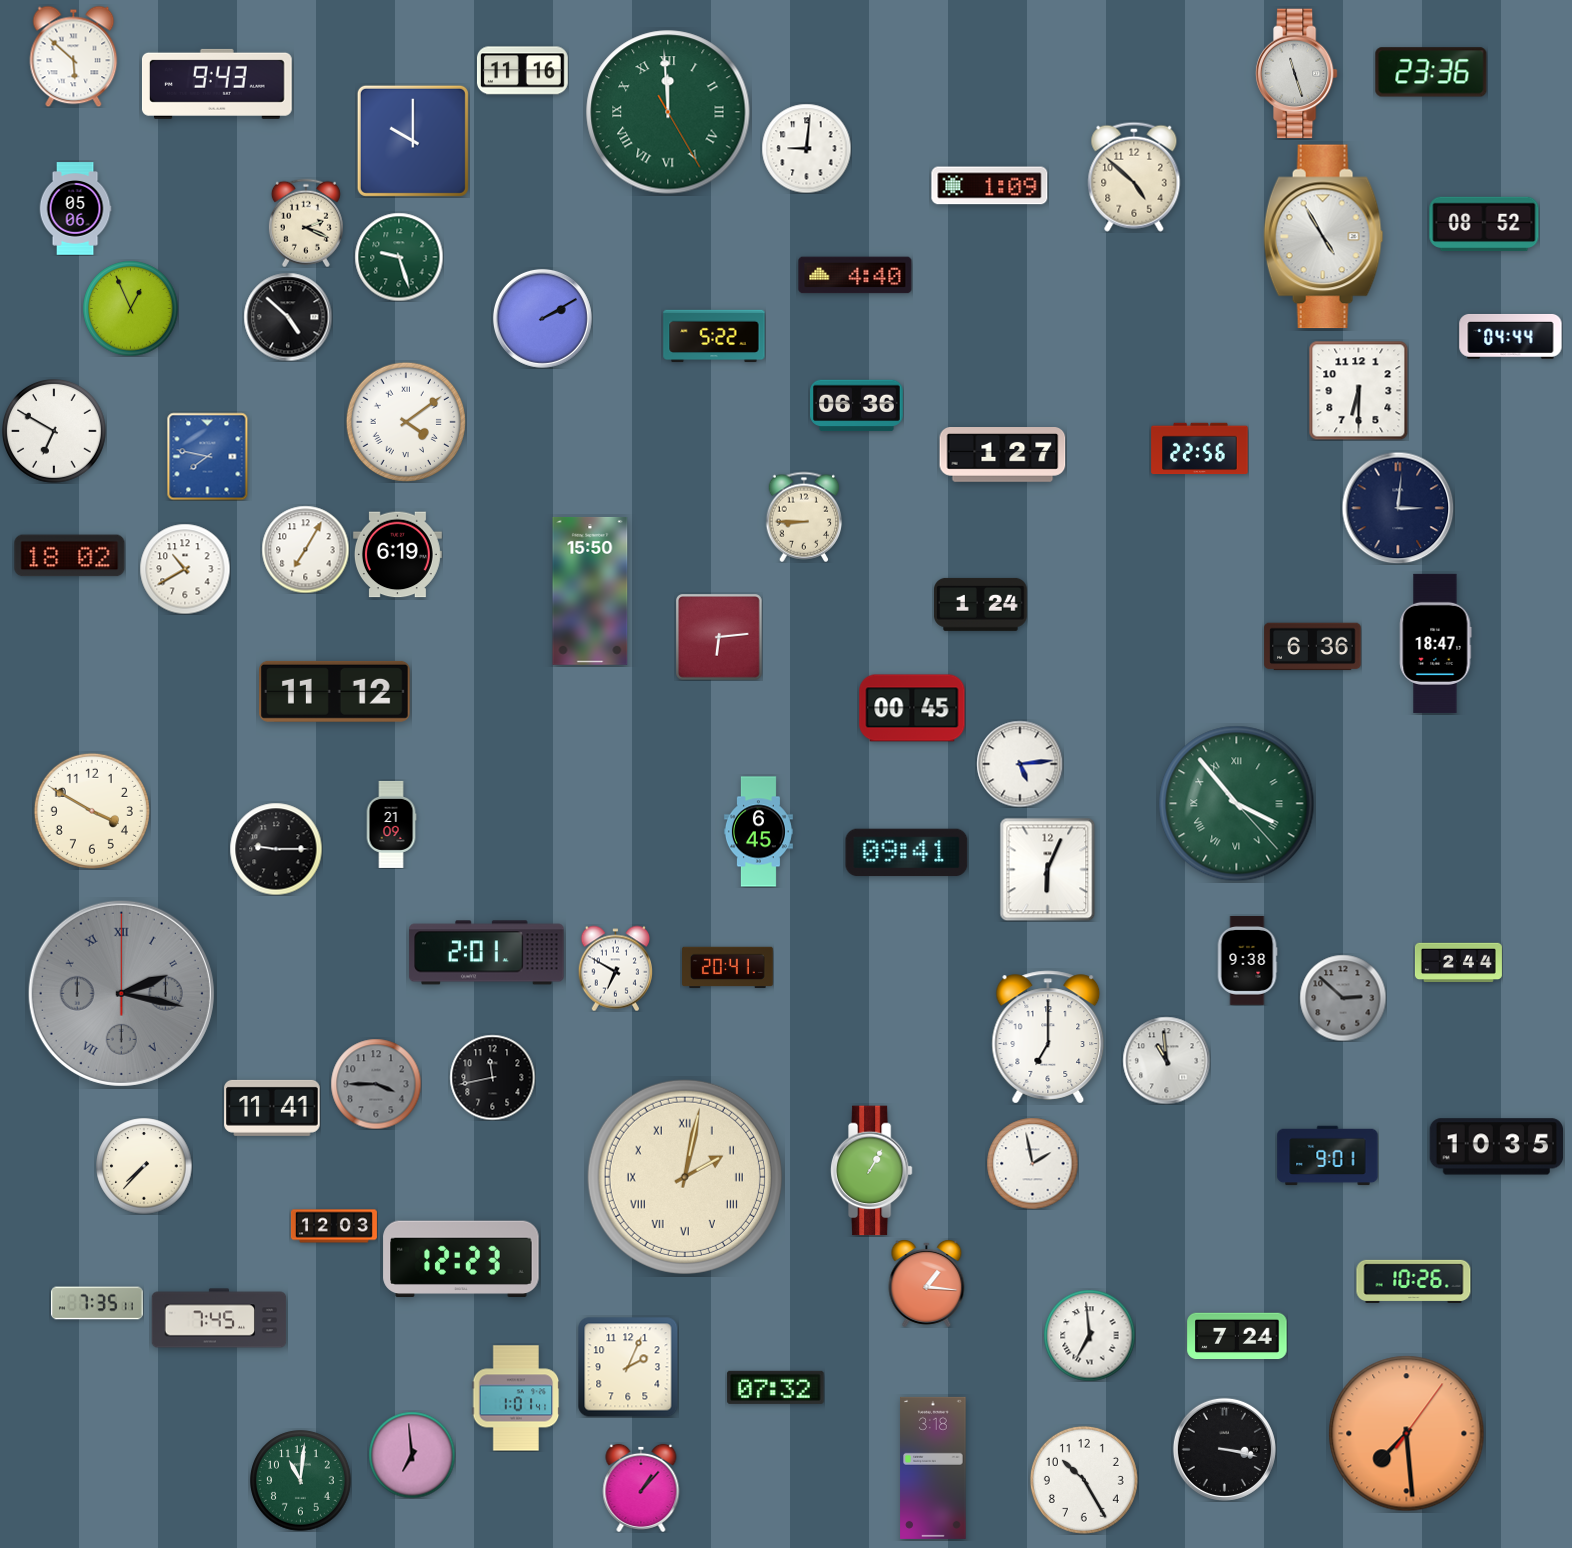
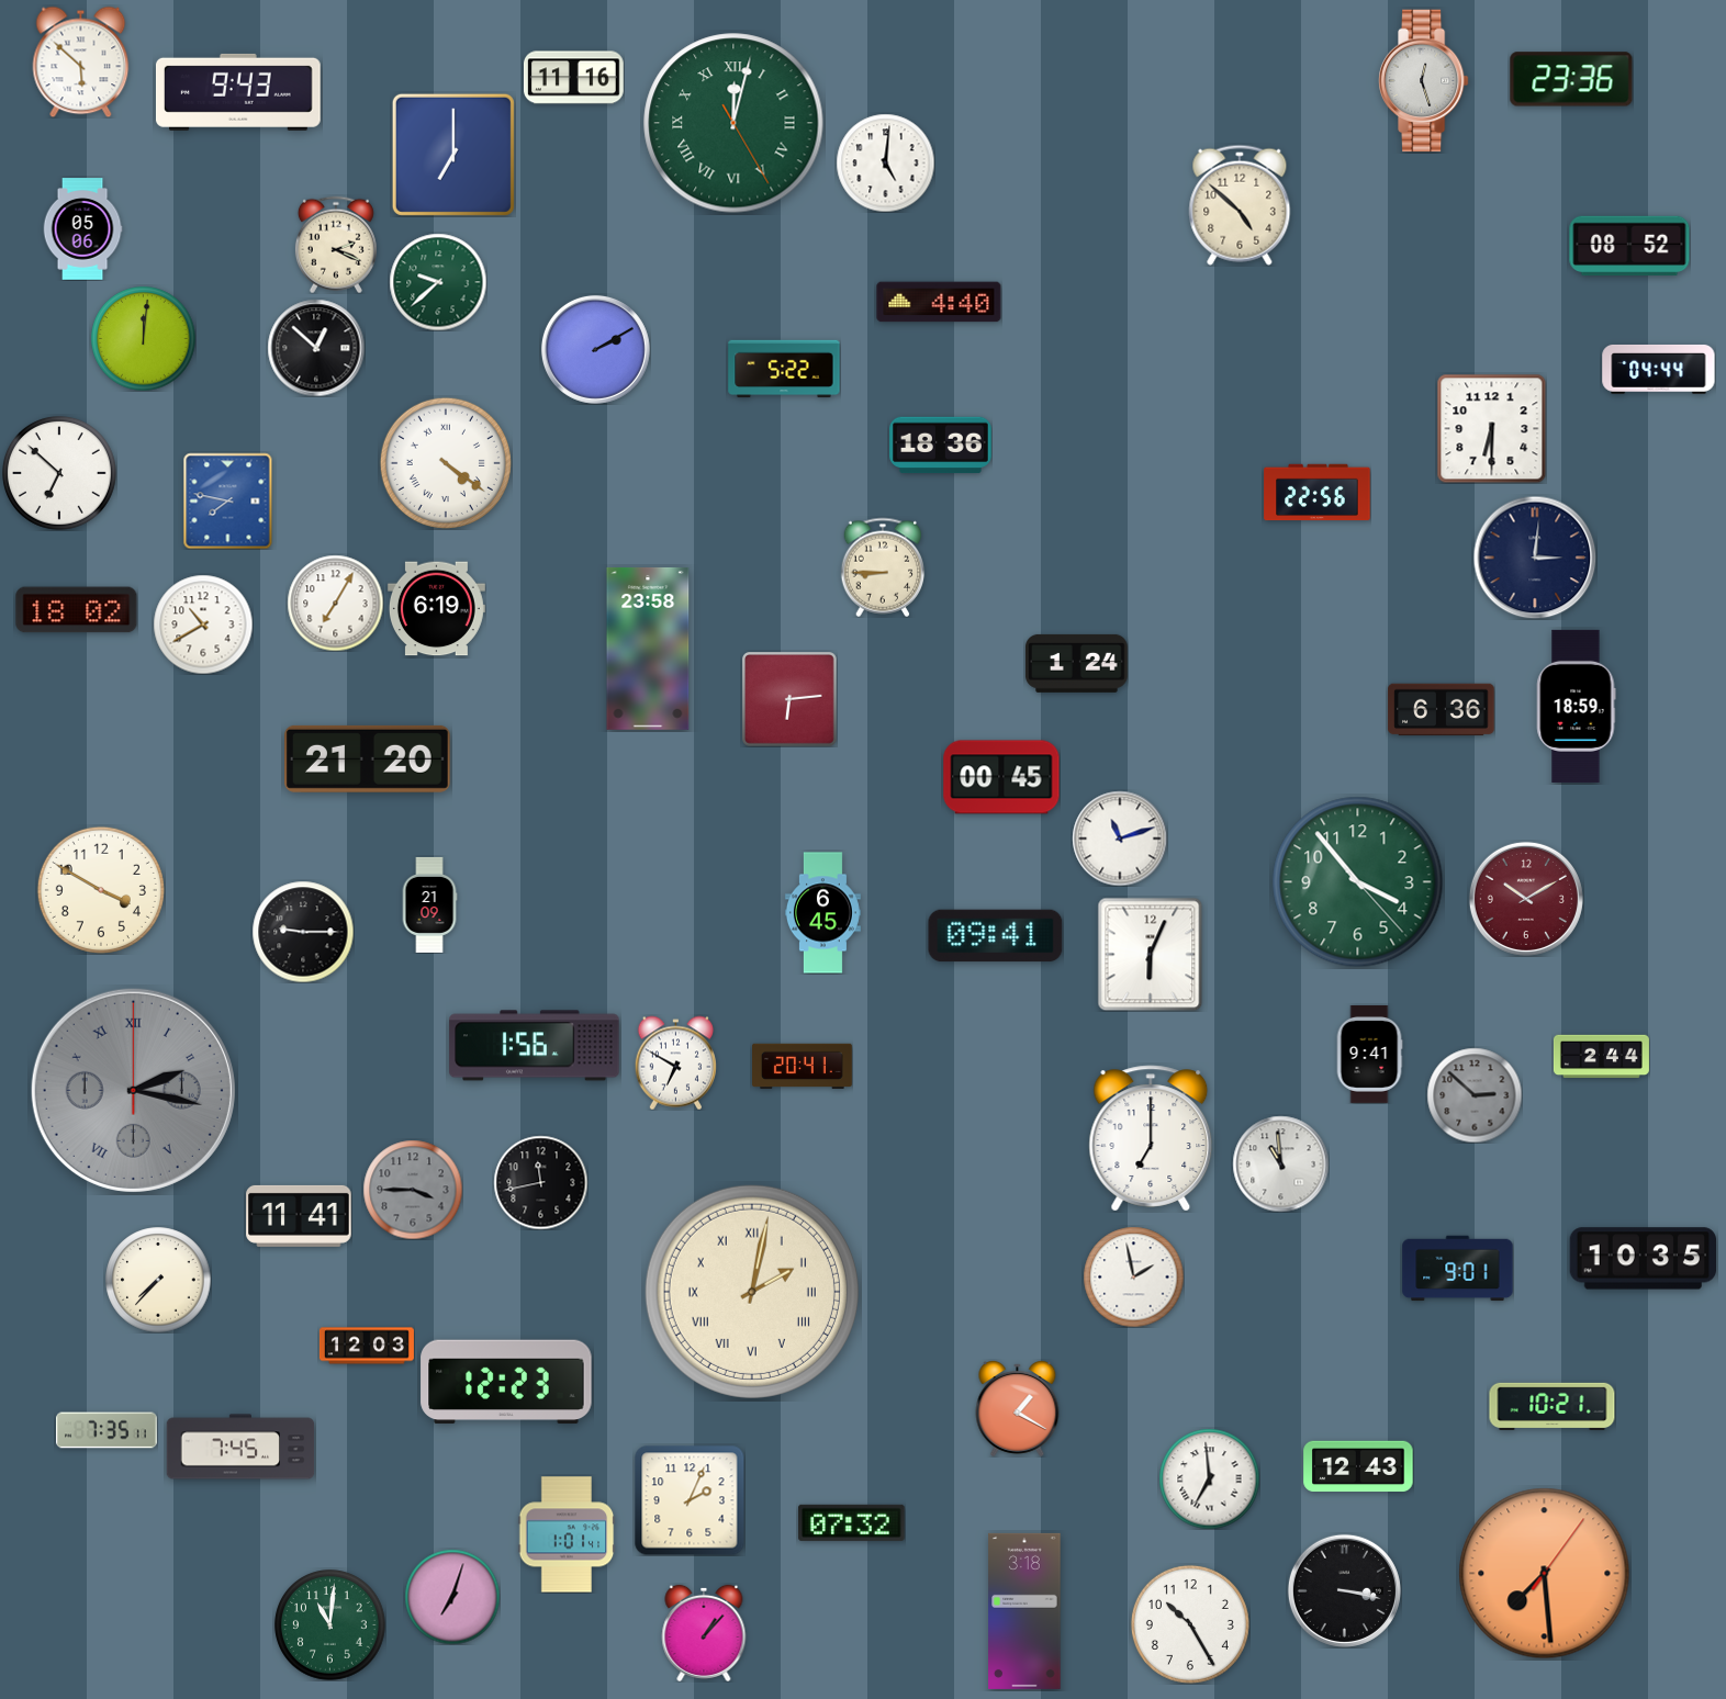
clock at (1296, 74): 11:27 -> 12:27
clock at (668, 112): 11:59 -> 12:02
clock at (413, 141): 10:00 -> 7:00
clock at (806, 148): 9:01 -> 5:01
clock at (1134, 177) position: (1134, 177) -> (1240, 205)
clock at (990, 186): 1:09 -> none
clock at (1324, 237): 4:55 -> none
clock at (399, 257): 9:27 -> 9:38
clock at (130, 308): 12:56 -> 12:01
clock at (288, 317): 4:52 -> 12:52
clock at (857, 406): 06:36 -> 18:36
clock at (406, 422): 4:09 -> 4:21
clock at (55, 432): 6:50 -> 6:52
clock at (1003, 455): 1:27 -> none
clock at (590, 591): 15:50 -> 23:58
clock at (1436, 643): 18:47 -> 18:59
clock at (335, 691): 11:12 -> 21:20
clock at (1020, 764): 5:14 -> 11:12
clock at (1237, 804) numerals: Roman -> Arabic
clock at (1526, 899): none -> 10:10
clock at (758, 832) position: (758, 832) -> (822, 913)
clock at (487, 953): 2:01 -> 1:56
clock at (1247, 960): 9:38 -> 9:41
clock at (728, 968) position: (728, 968) -> (803, 1067)
clock at (871, 1171): 1:05 -> none
clock at (1414, 1281): 10:26 -> 10:21
clock at (927, 1284): 1:16 -> 1:20
clock at (1089, 1335) position: (1089, 1335) -> (1209, 1478)
clock at (1237, 1336): 7:24 -> 12:43
clock at (412, 1455): 6:59 -> 7:03
